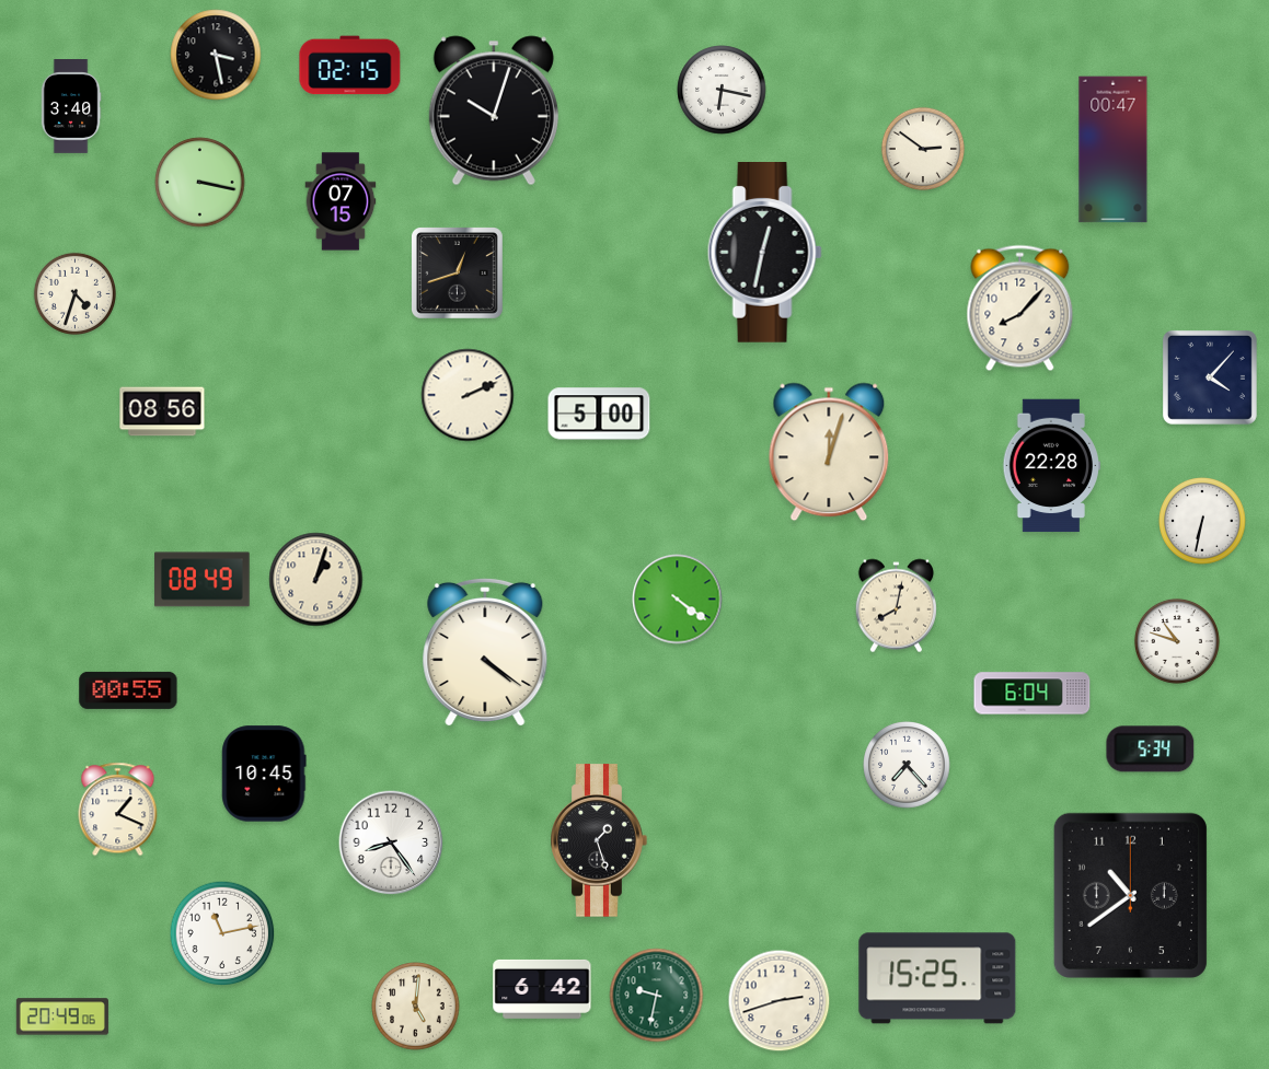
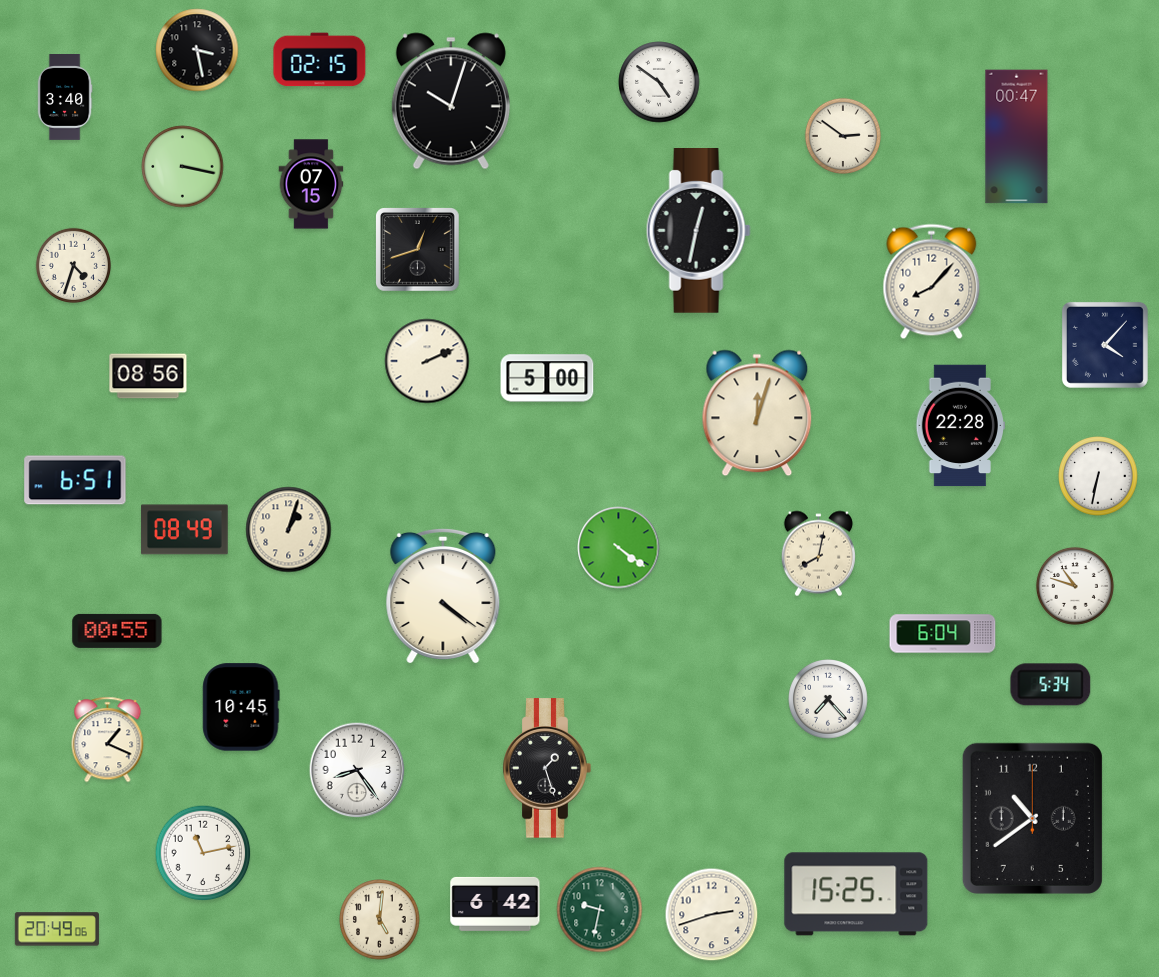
clock at (722, 90): 6:17 -> 4:51
clock at (74, 293) position: (74, 293) -> (73, 265)
clock at (75, 480): none -> 6:51
